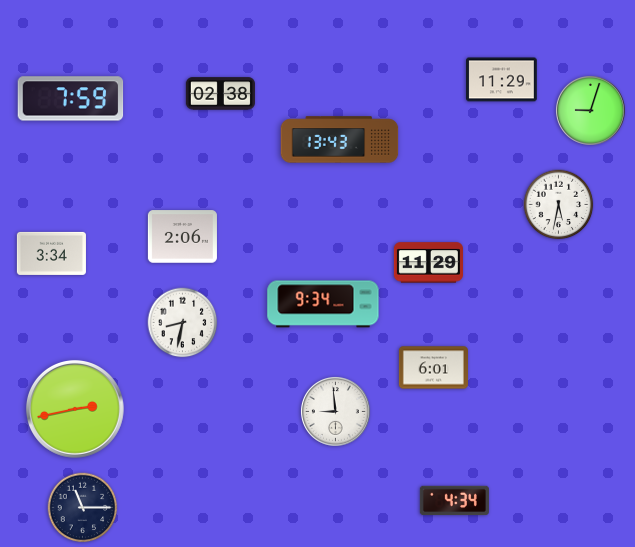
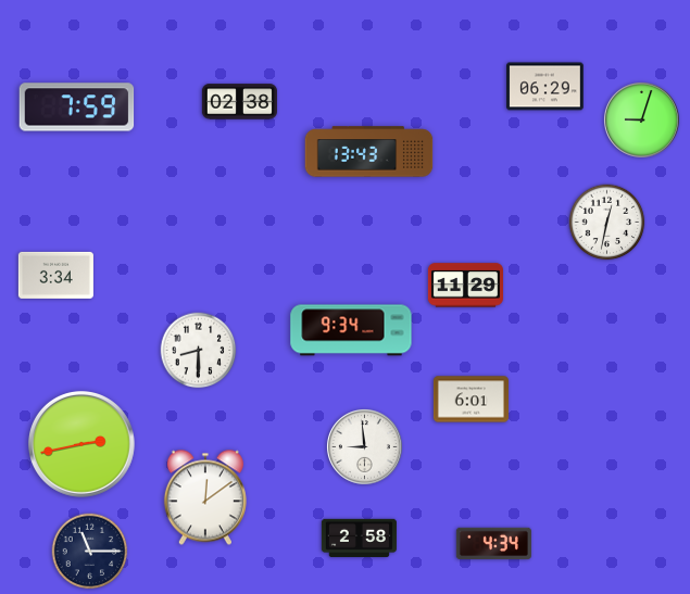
clock at (502, 80): 11:29 -> 06:29
clock at (559, 205): 5:32 -> 12:32
clock at (182, 237): 2:06 -> none
clock at (183, 323): 8:32 -> 8:30
clock at (205, 497): none -> 12:09
clock at (359, 538): none -> 2:58
